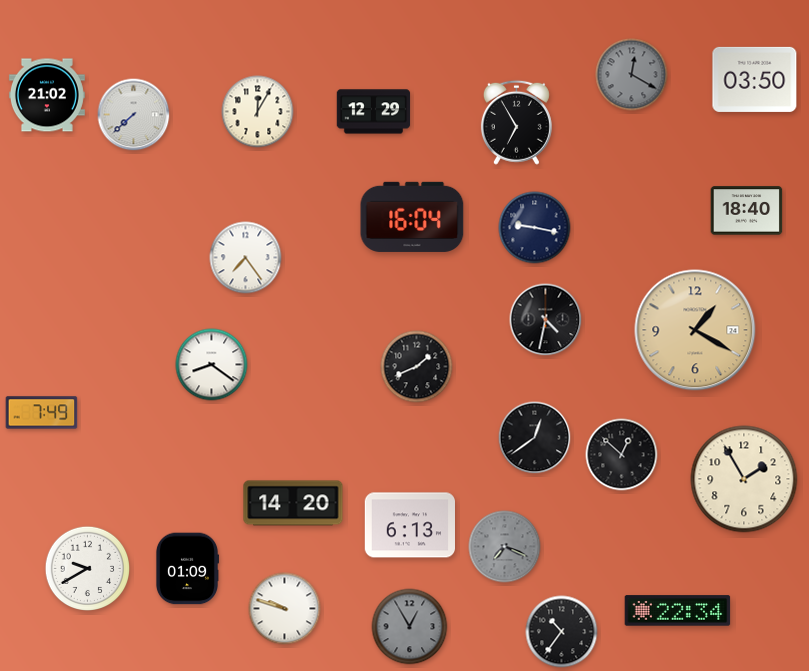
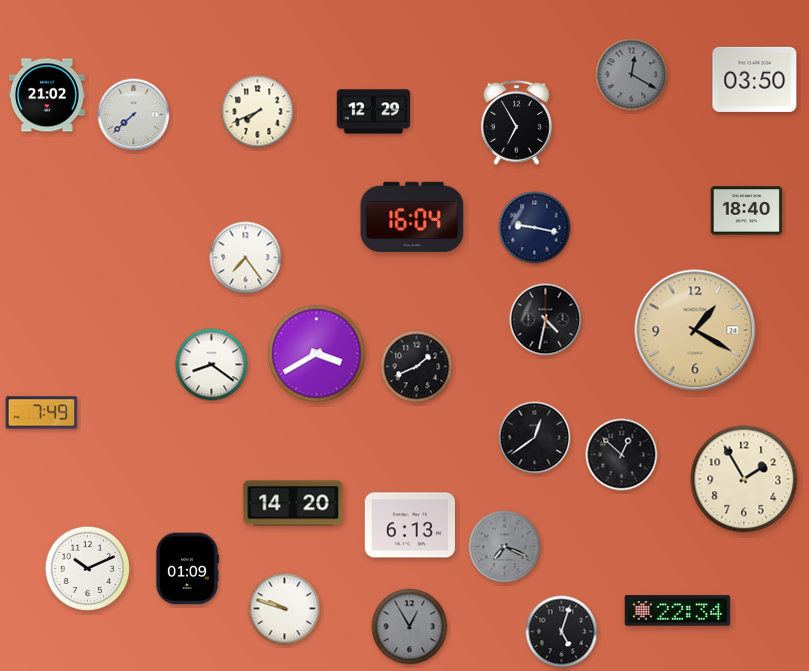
clock at (258, 112): 12:05 -> 7:41
clock at (317, 354): none -> 3:40
clock at (87, 568): 9:40 -> 10:11
clock at (562, 632): 10:36 -> 5:03
